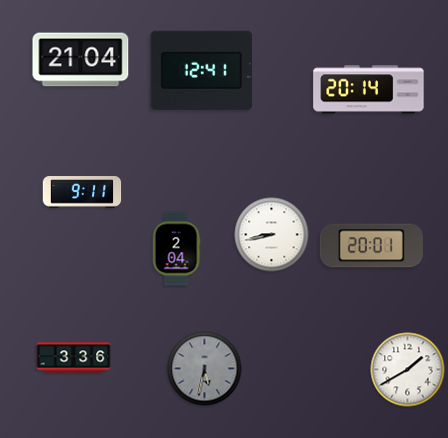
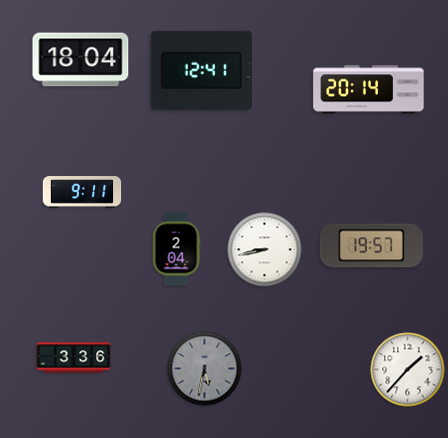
clock at (81, 60): 21:04 -> 18:04
clock at (272, 235) position: (272, 235) -> (265, 250)
clock at (371, 246): 20:01 -> 19:57
clock at (408, 370): 1:40 -> 1:37
